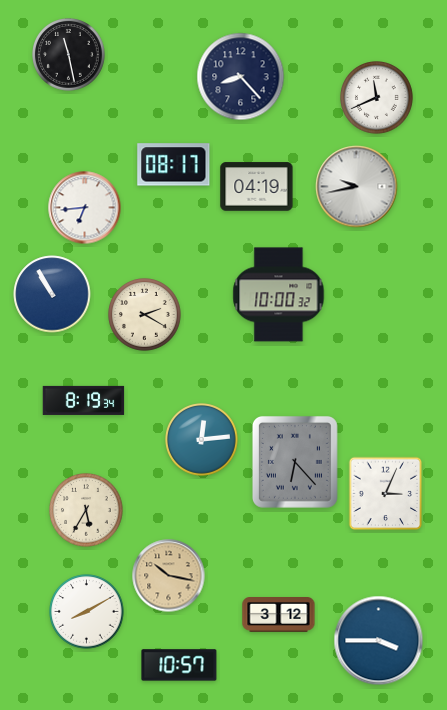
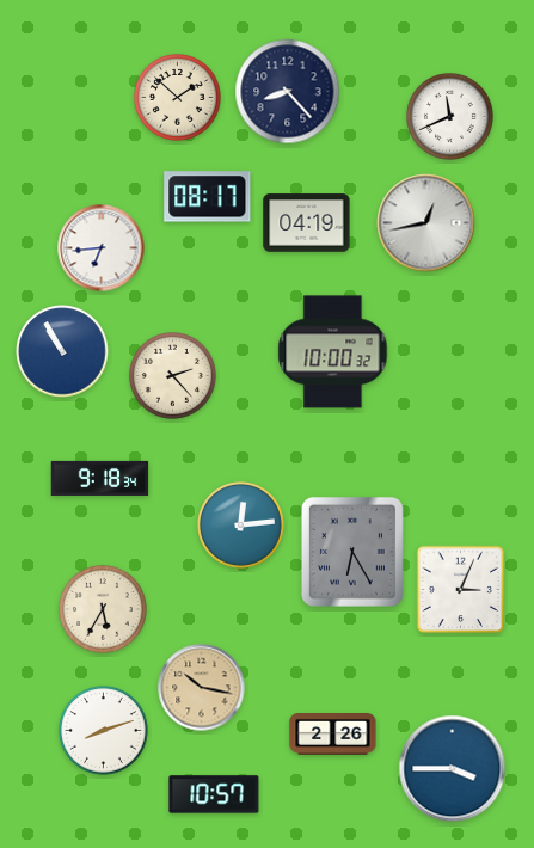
clock at (69, 55): 11:28 -> none
clock at (178, 98): none -> 1:52
clock at (357, 187): 9:43 -> 12:43
clock at (145, 315): 2:20 -> 2:23
clock at (84, 400): 8:19 -> 9:18
clock at (295, 462): 6:23 -> 6:25
clock at (87, 612): 8:10 -> 8:12
clock at (279, 615): 3:12 -> 2:26
clock at (379, 641) position: (379, 641) -> (453, 769)
